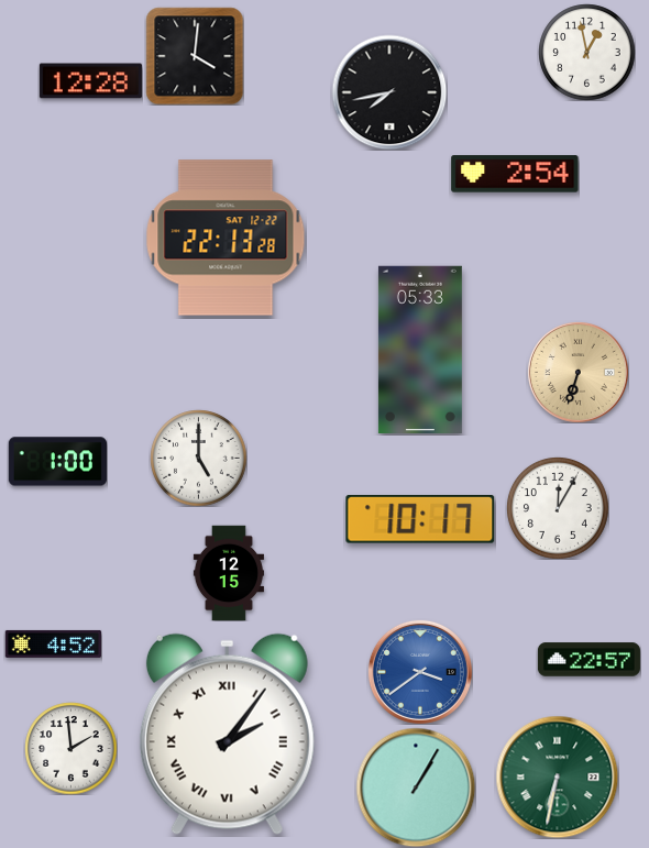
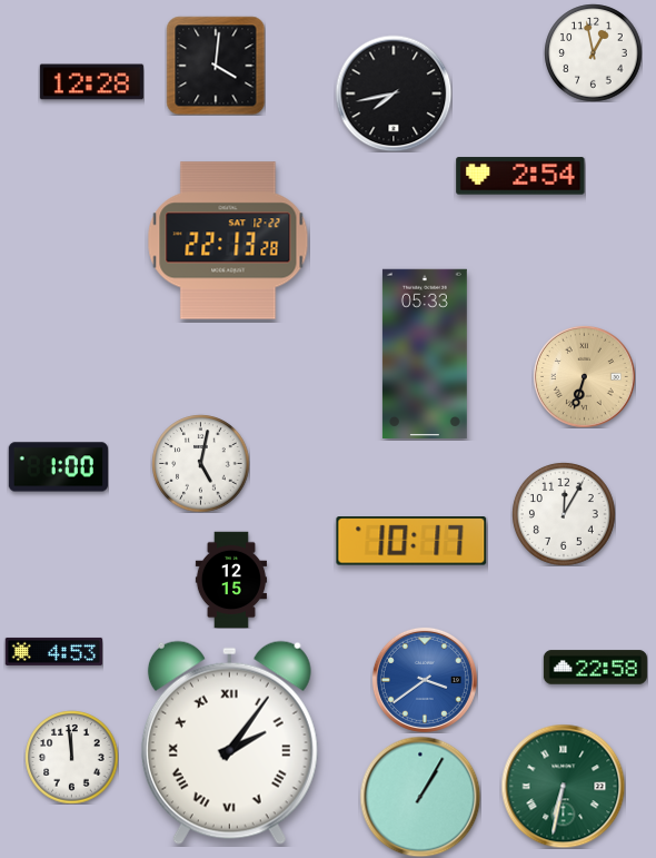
clock at (195, 56) position: (195, 56) -> (216, 66)
clock at (198, 458): 5:00 -> 5:02
clock at (420, 519) position: (420, 519) -> (411, 541)
clock at (53, 643): 4:52 -> 4:53
clock at (588, 660): 22:57 -> 22:58
clock at (70, 748): 1:59 -> 11:59
